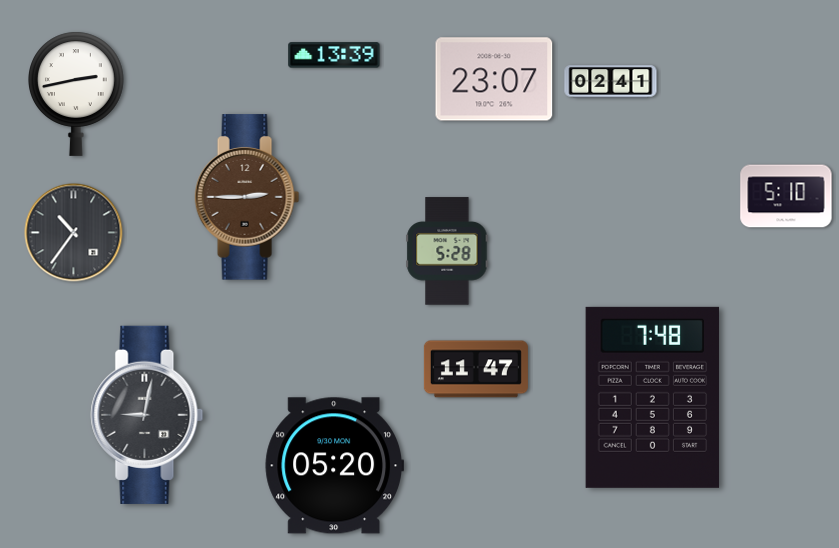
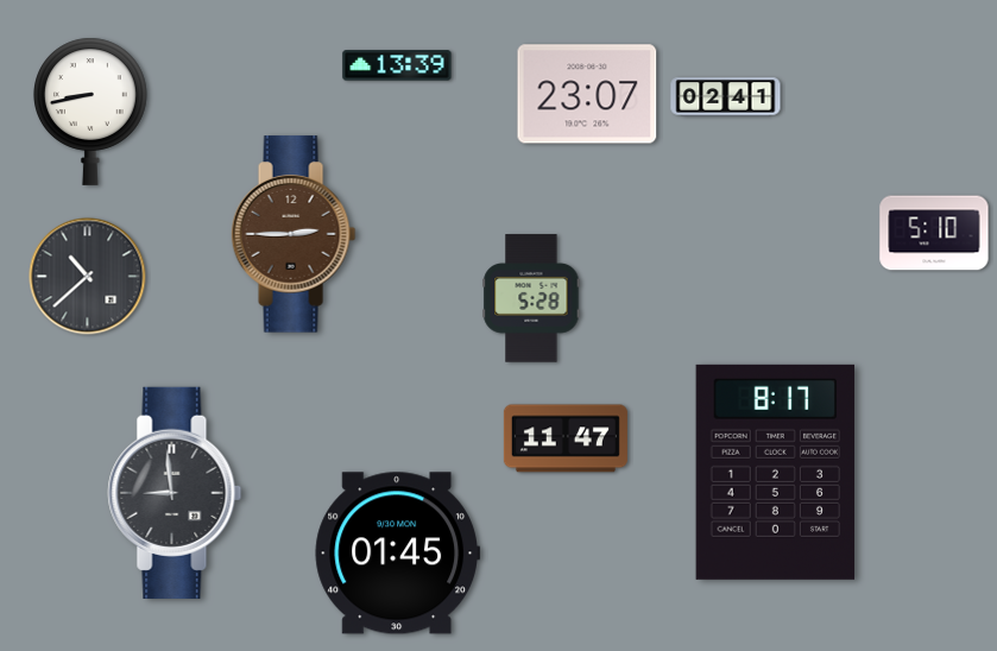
clock at (77, 94): 2:43 -> 8:43
clock at (74, 233): 10:36 -> 10:38
clock at (653, 397): 7:48 -> 8:17
clock at (147, 415): 9:02 -> 8:59
clock at (334, 466): 05:20 -> 01:45
